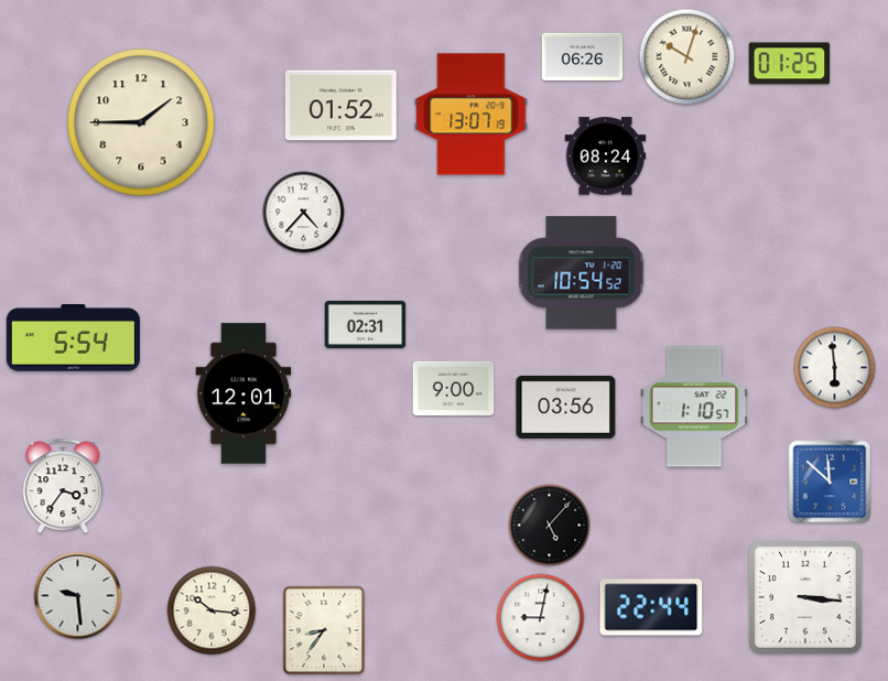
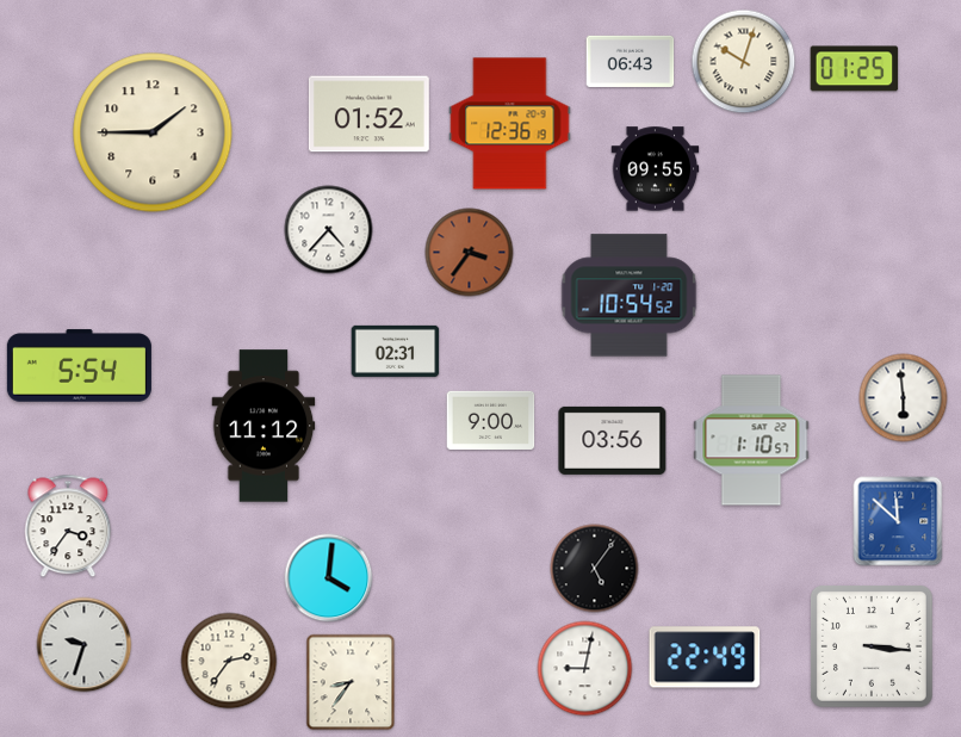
clock at (583, 56): 06:26 -> 06:43
clock at (472, 115): 13:07 -> 12:36
clock at (606, 156): 08:24 -> 09:55
clock at (470, 253): none -> 3:36
clock at (243, 393): 12:01 -> 11:12
clock at (550, 526): 5:07 -> 5:06
clock at (329, 578): none -> 4:01
clock at (78, 596): 9:29 -> 9:33
clock at (651, 607): 22:44 -> 22:49
clock at (212, 610): 10:16 -> 2:36
